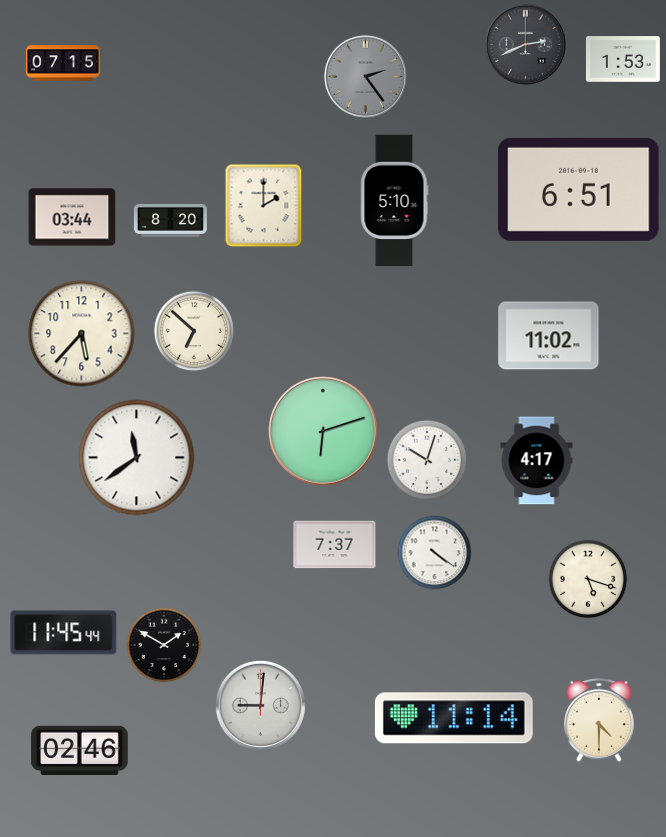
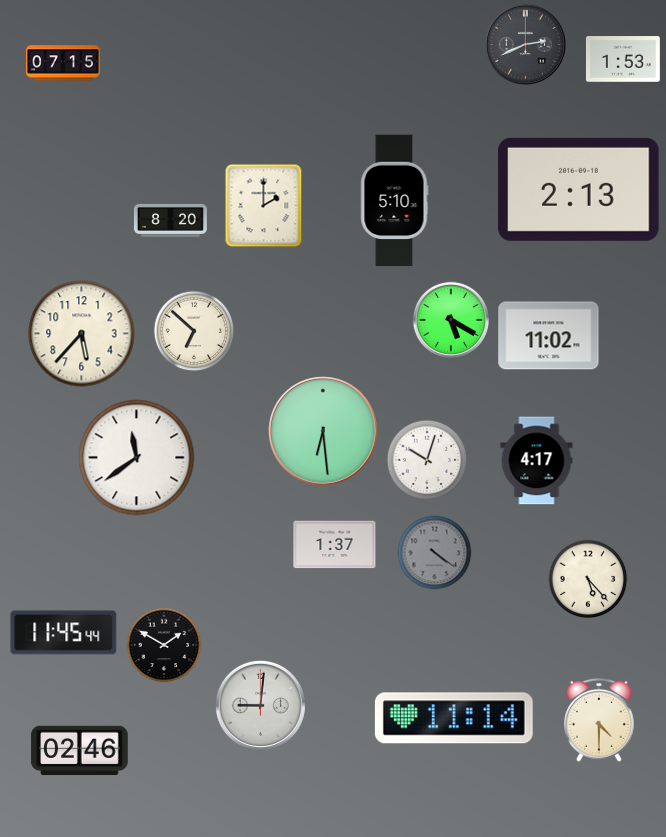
clock at (365, 76): 2:24 -> none
clock at (579, 189): 6:51 -> 2:13
clock at (72, 217): 03:44 -> none
clock at (451, 320): none -> 5:20
clock at (324, 432): 6:12 -> 6:29
clock at (335, 545): 7:37 -> 1:37
clock at (435, 553) dial: white -> grey
clock at (588, 579): 5:18 -> 5:23
